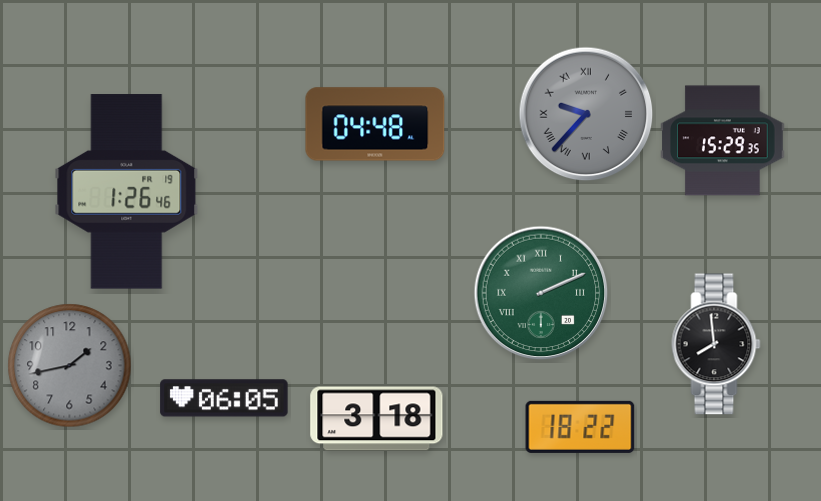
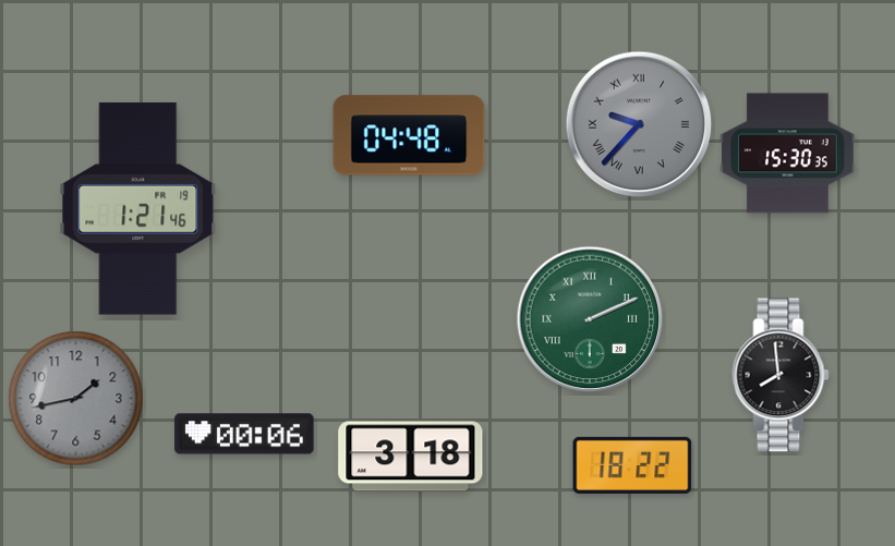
clock at (723, 141): 15:29 -> 15:30
clock at (127, 192): 1:26 -> 1:21
clock at (224, 398): 06:05 -> 00:06
